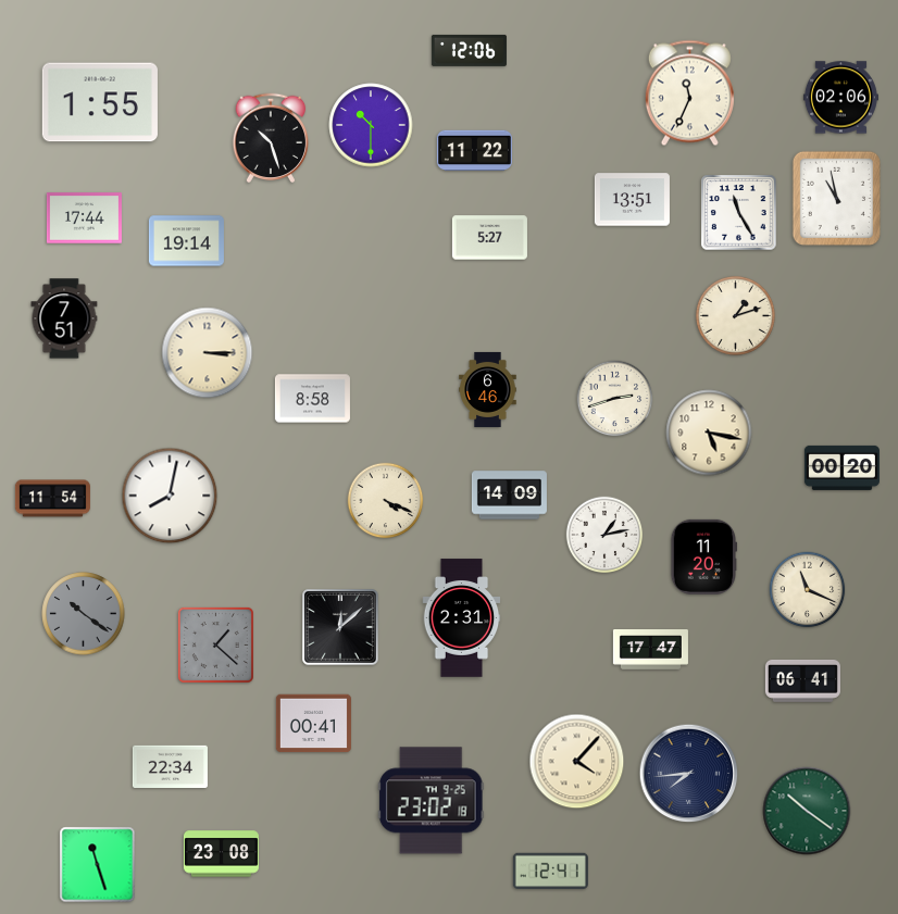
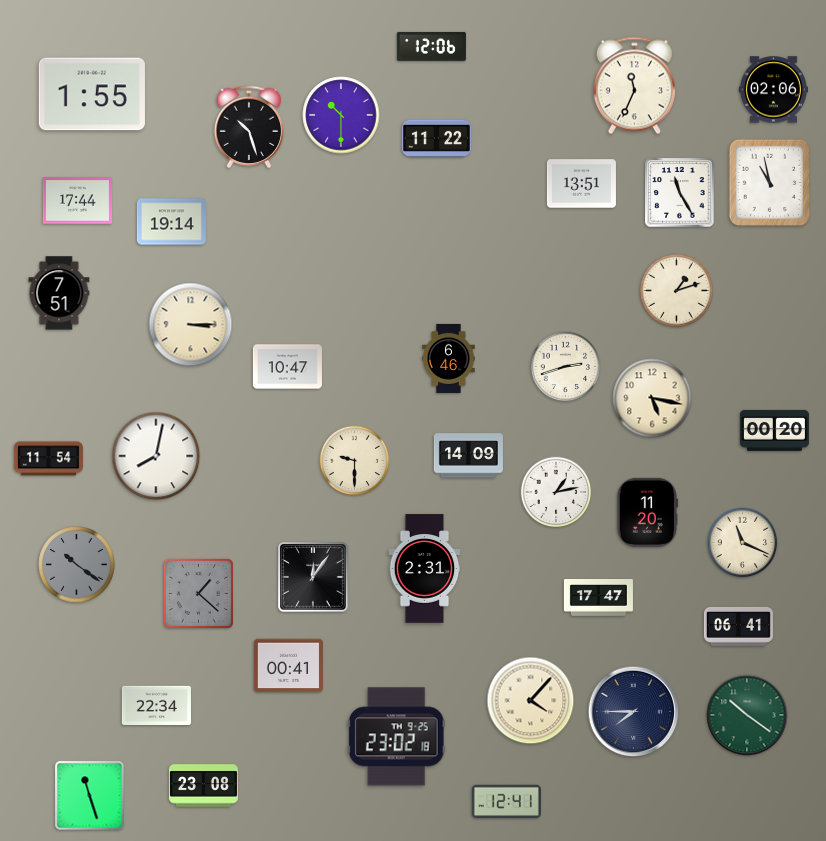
clock at (739, 213) position: (739, 213) -> (680, 193)
clock at (489, 238): 5:27 -> none
clock at (312, 399): 8:58 -> 10:47
clock at (386, 501): 4:19 -> 9:30
clock at (340, 627): 12:08 -> 12:06
clock at (689, 774): 7:44 -> 7:45
clock at (807, 811) position: (807, 811) -> (747, 715)
